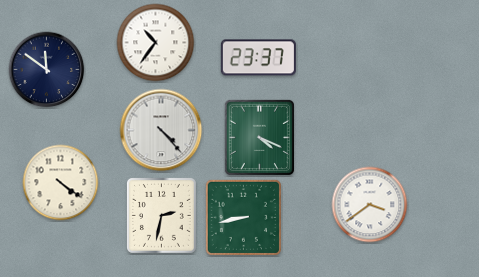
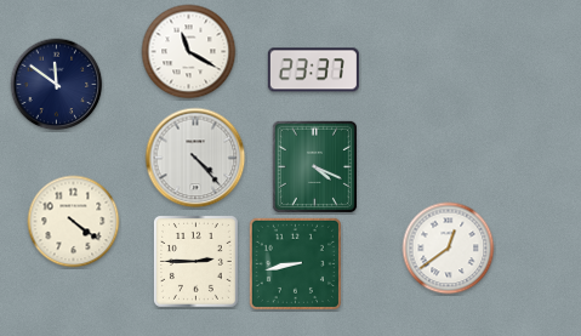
clock at (156, 43): 10:36 -> 11:20
clock at (370, 205): 3:39 -> 12:39
clock at (161, 215): 2:32 -> 2:45
